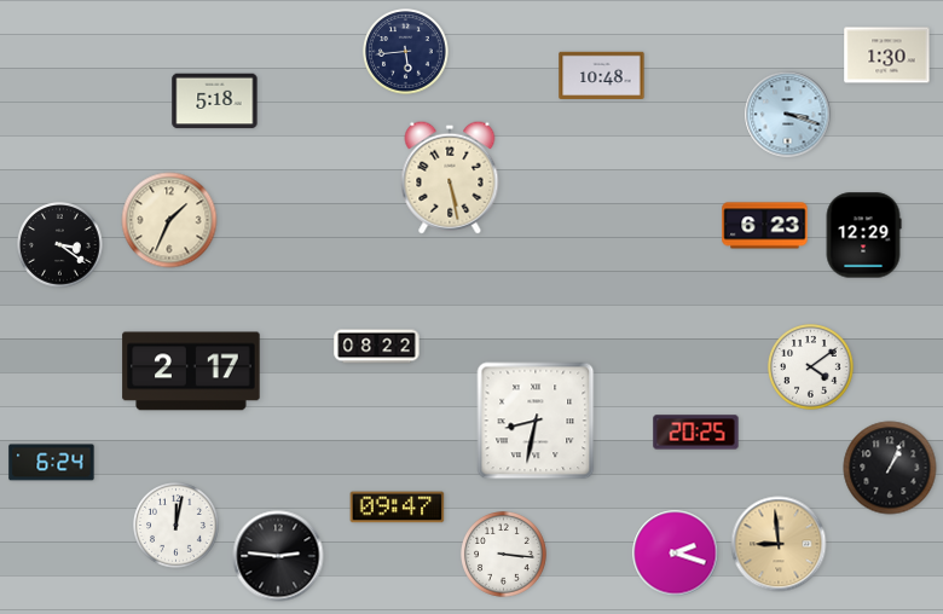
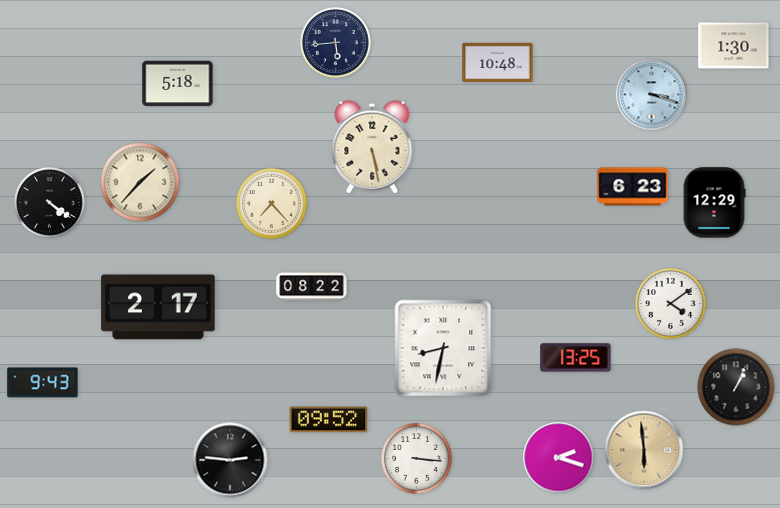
clock at (169, 220): 1:34 -> 1:37
clock at (863, 236) position: (863, 236) -> (714, 203)
clock at (60, 245): 3:21 -> 4:21
clock at (272, 204): none -> 7:23
clock at (696, 433): 20:25 -> 13:25
clock at (52, 463): 6:24 -> 9:43
clock at (398, 508): 09:47 -> 09:52
clock at (177, 526): 12:02 -> none
clock at (779, 544): 8:59 -> 5:59
